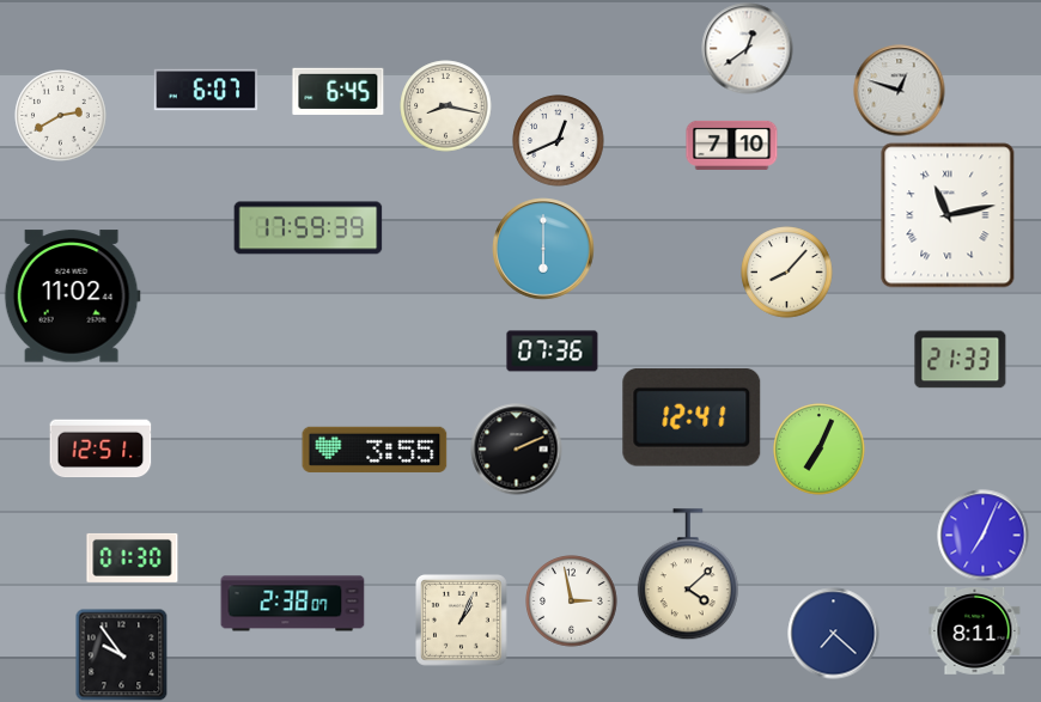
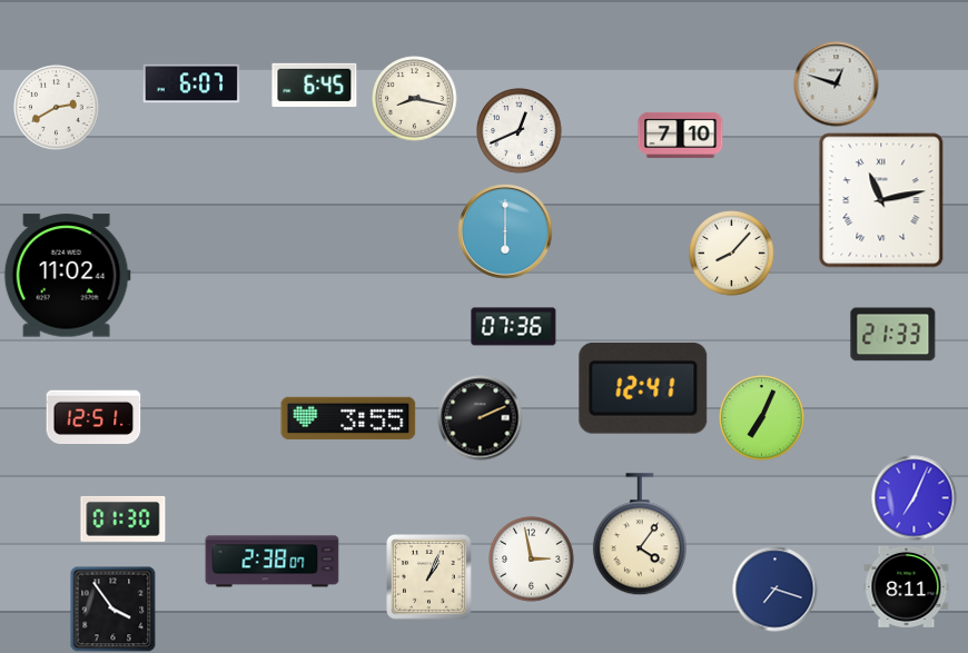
clock at (748, 49): 12:39 -> none
clock at (309, 228): 17:59 -> none
clock at (688, 575): 4:08 -> 4:06
clock at (834, 634): 7:22 -> 7:18
clock at (121, 654): 9:54 -> 3:54
